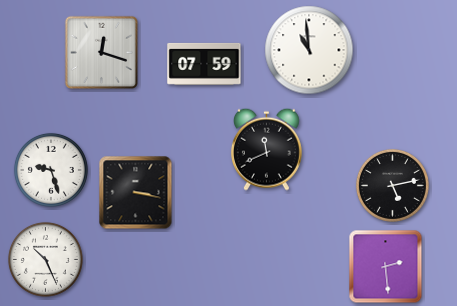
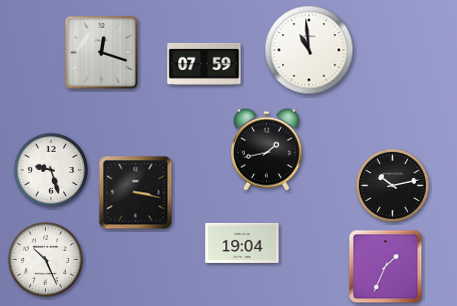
clock at (266, 149): 11:41 -> 1:43
clock at (392, 185): 5:13 -> 10:13
clock at (242, 243): none -> 19:04
clock at (386, 267): 2:29 -> 1:34
